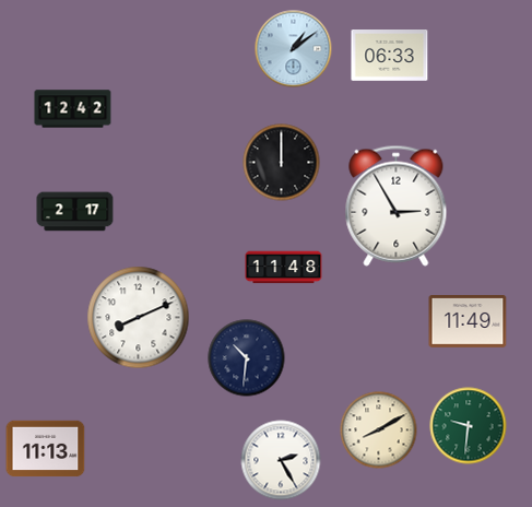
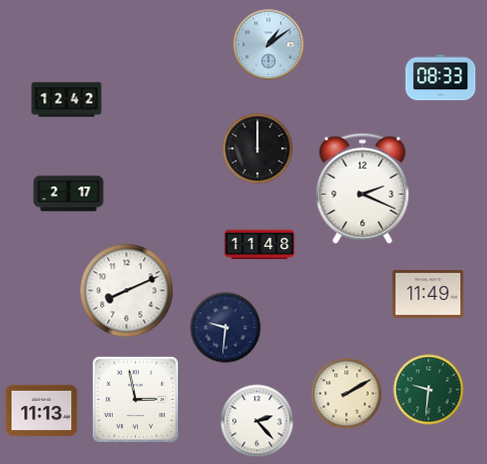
clock at (390, 56): 06:33 -> none
clock at (441, 78): none -> 08:33
clock at (397, 205): 2:55 -> 2:19
clock at (247, 358): 10:31 -> 9:31
clock at (379, 431): 8:10 -> 2:10
clock at (135, 399): none -> 2:58
clock at (281, 460): 2:25 -> 2:23
